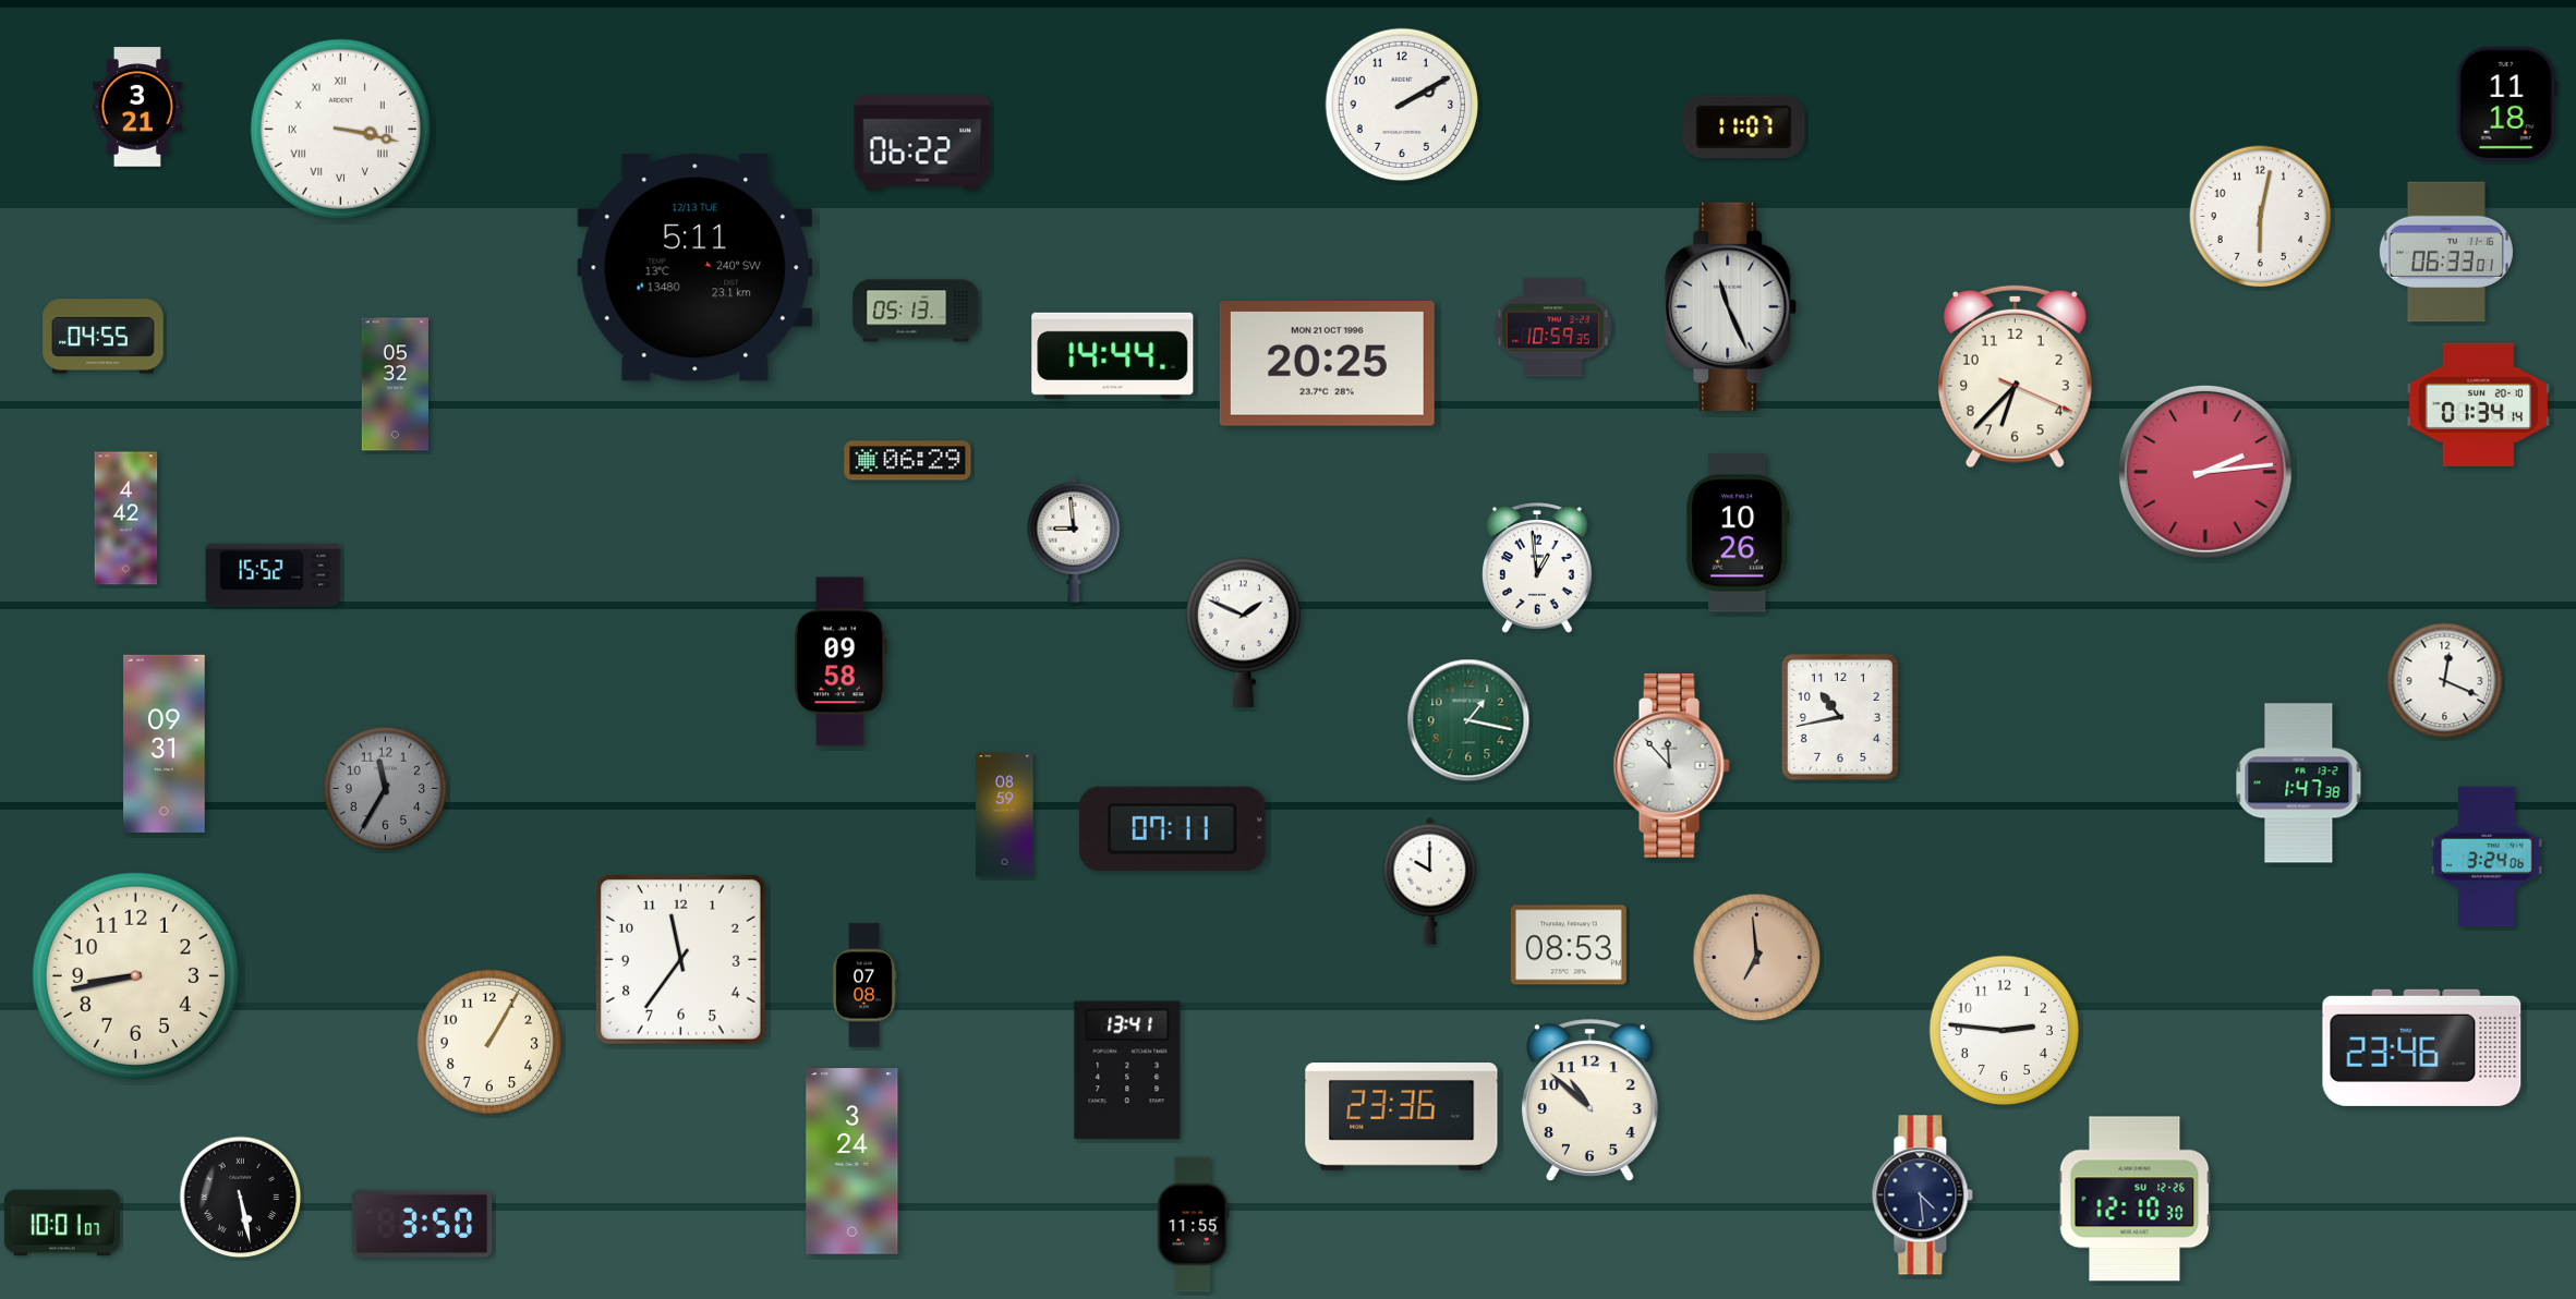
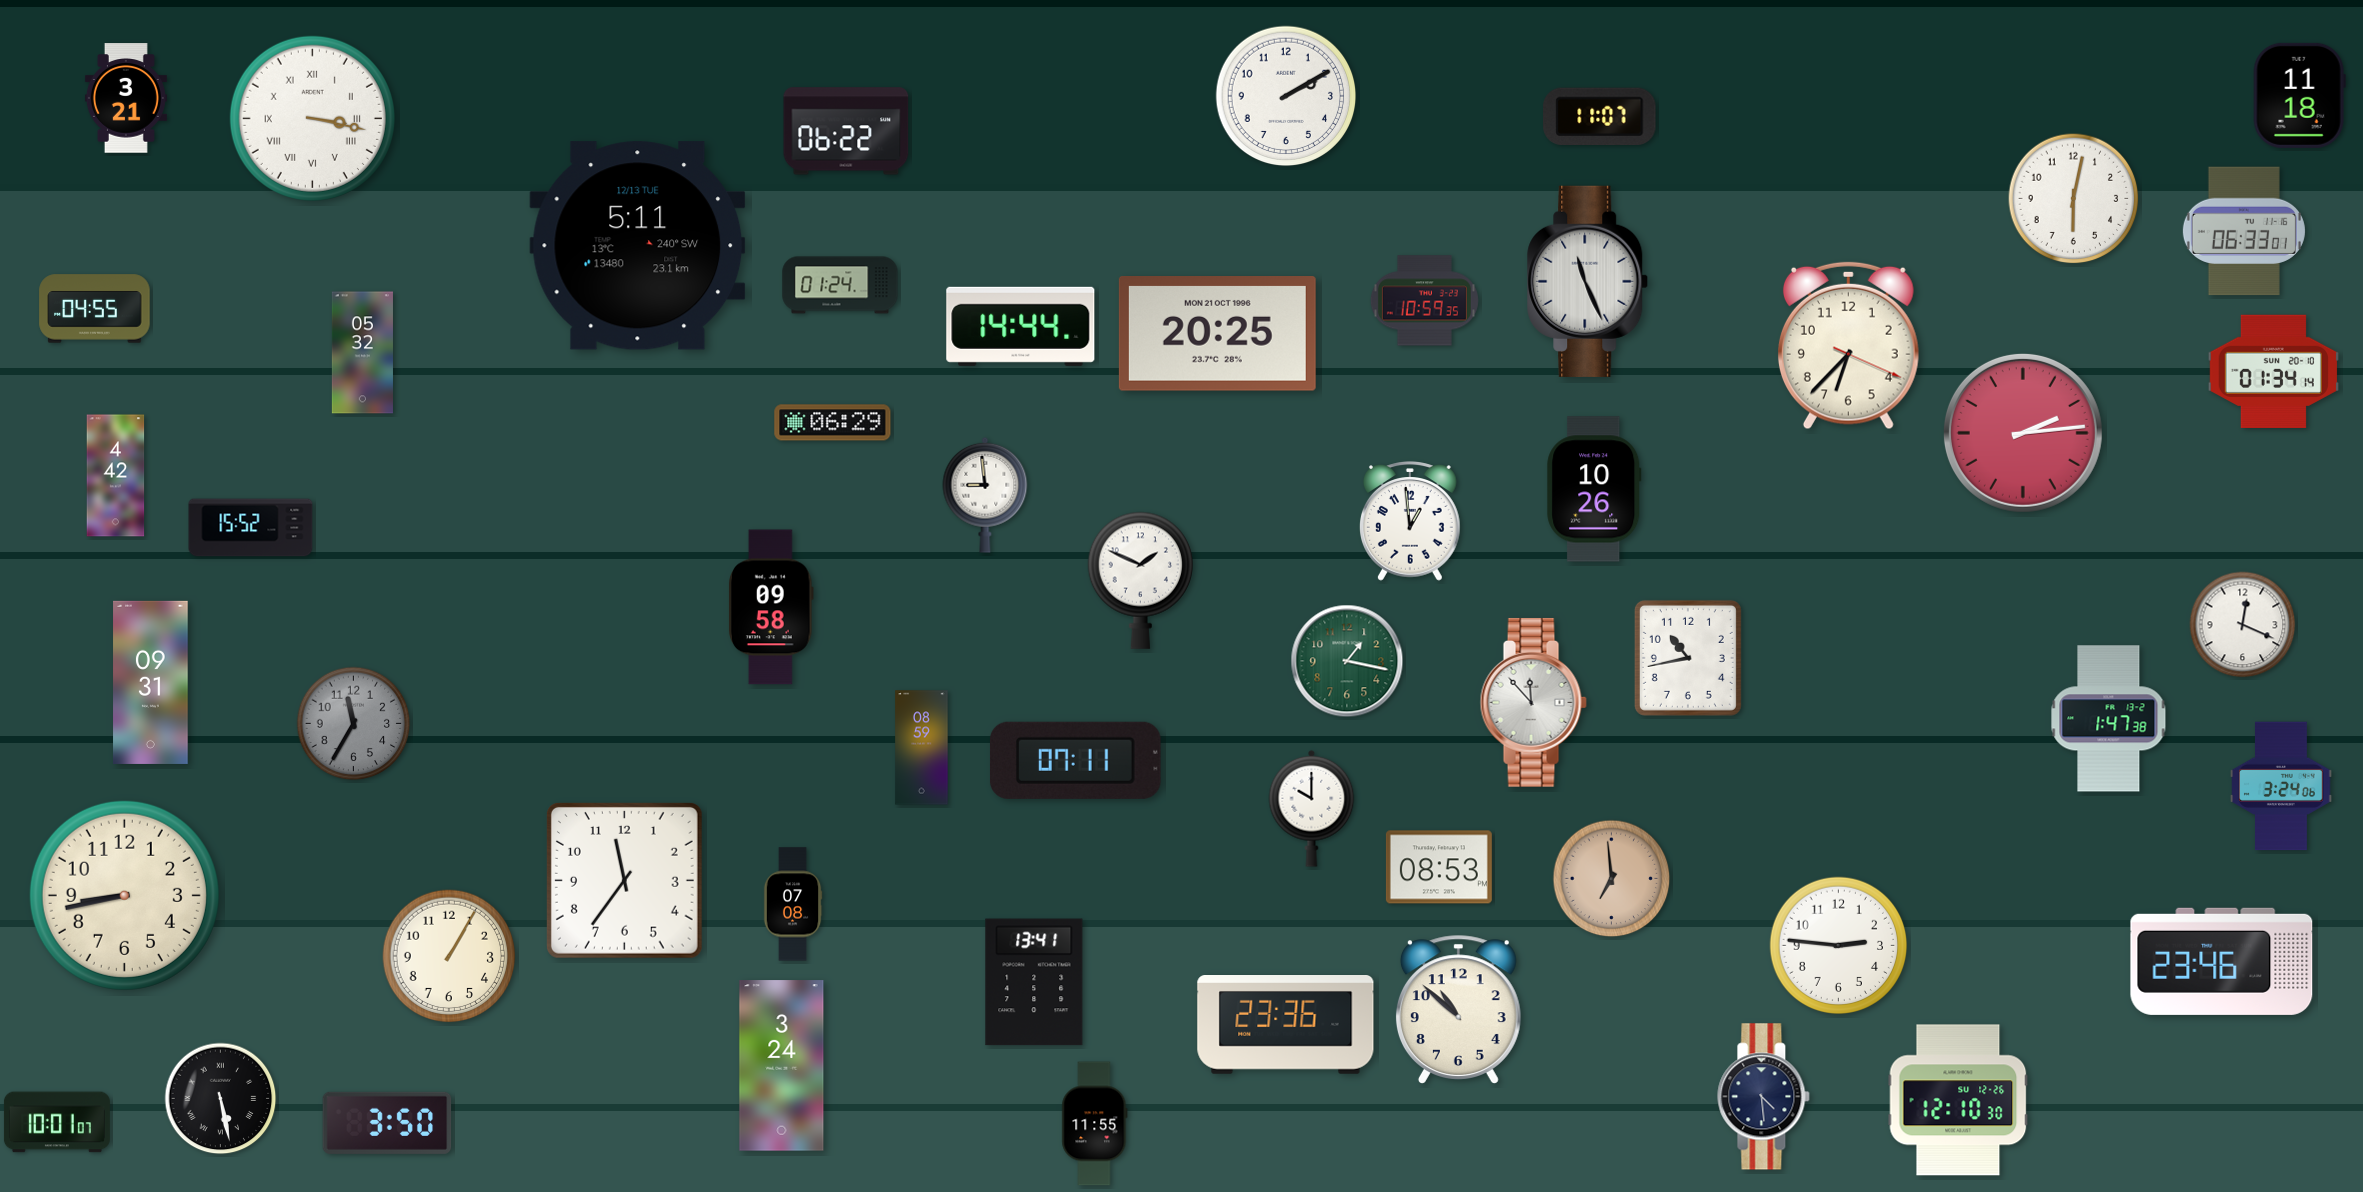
clock at (916, 311): 05:13 -> 01:24
